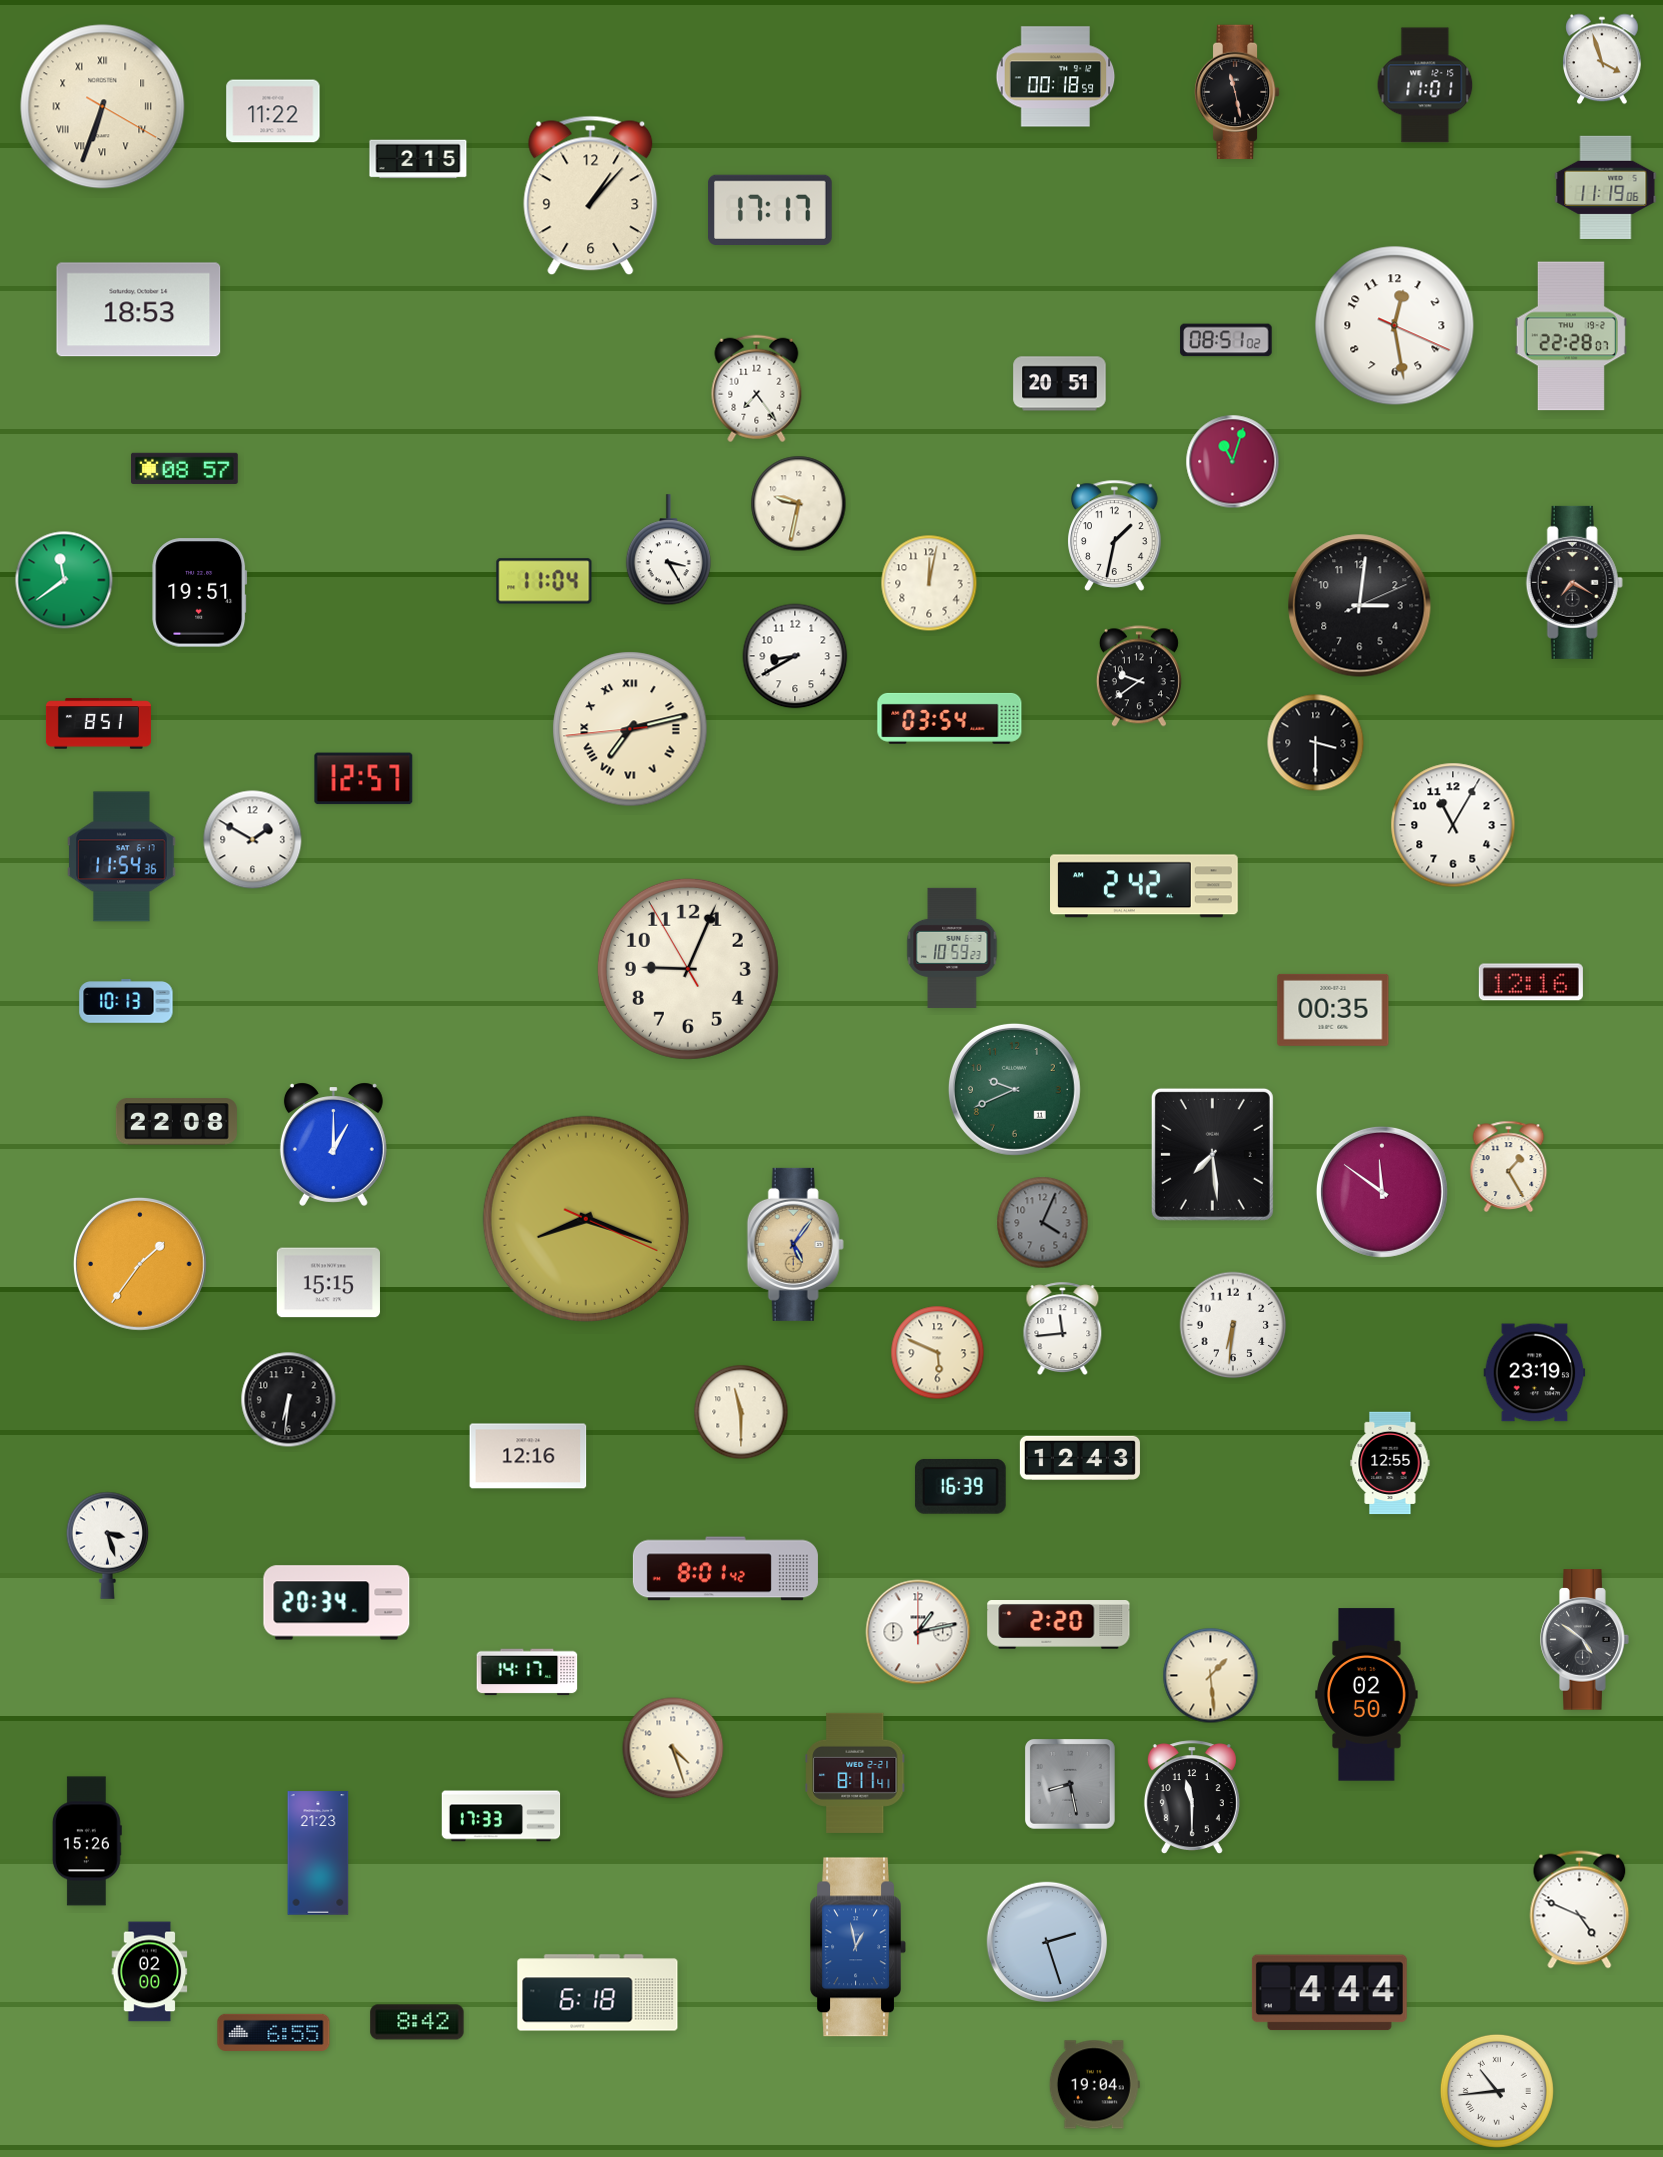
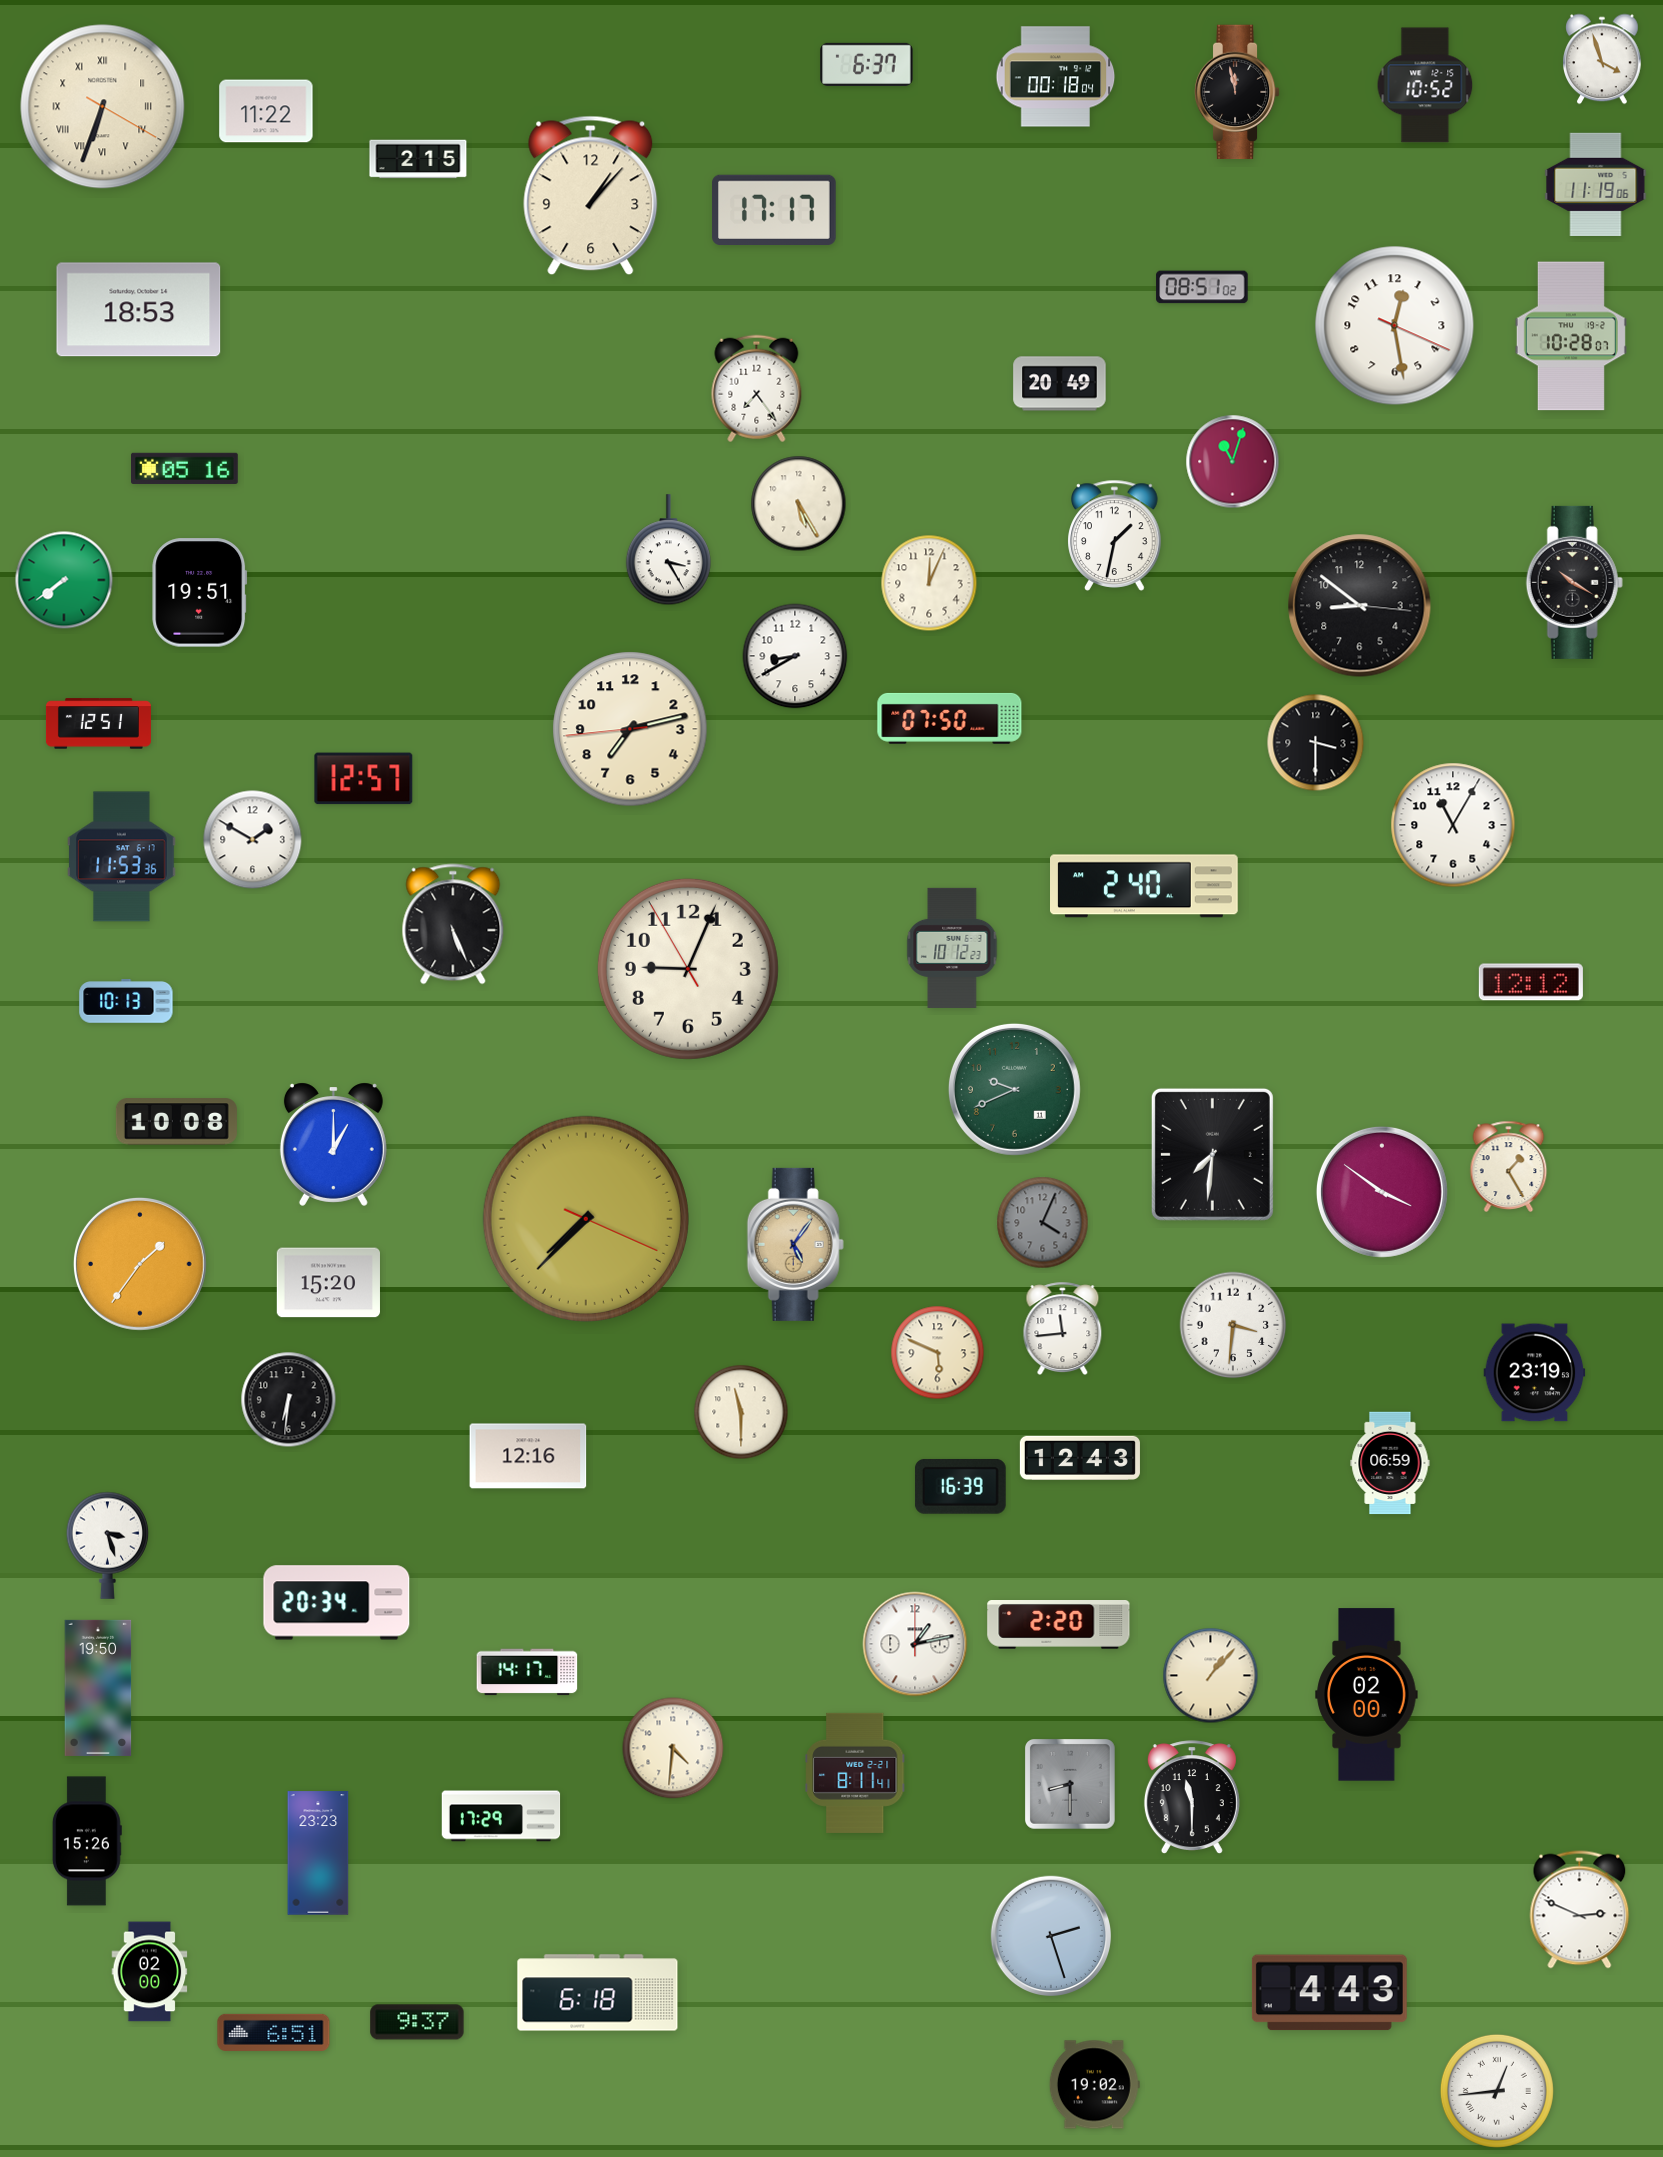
clock at (867, 64): none -> 6:37
clock at (1056, 77): 00:18:59 -> 00:18:04
clock at (1425, 85): 11:01 -> 10:52
clock at (1237, 92): 11:28 -> 11:58
clock at (273, 111) position: (273, 111) -> (266, 111)
clock at (1606, 187) position: (1606, 187) -> (1596, 184)
clock at (770, 209) position: (770, 209) -> (774, 209)
clock at (1571, 336): 22:28 -> 10:28
clock at (1226, 340) position: (1226, 340) -> (1202, 287)
clock at (1060, 384): 20:51 -> 20:49
clock at (185, 468): 08:57 -> 05:16
clock at (799, 504): 9:32 -> 5:25
clock at (64, 580): 11:39 -> 7:39
clock at (544, 581): 11:04 -> none
clock at (1574, 582): 7:20 -> 10:20
clock at (929, 583): 12:02 -> 12:04
clock at (1360, 606): 3:01 -> 8:51
clock at (1139, 676): 9:39 -> none
clock at (950, 718): 03:54 -> 07:50
clock at (98, 724): 8:51 -> 12:51
clock at (630, 729) numerals: Roman -> Arabic
clock at (122, 857): 11:54 -> 11:53
clock at (1145, 886): 2:42 -> 2:40
clock at (453, 924): none -> 5:26
clock at (952, 948): 10:59 -> 10:12
clock at (1531, 982): 12:16 -> 12:12
clock at (1333, 1010): 00:35 -> none
clock at (176, 1122): 22:08 -> 10:08
clock at (1212, 1154): 7:29 -> 7:31
clock at (1382, 1192): 11:51 -> 3:51
clock at (586, 1219): 8:18 -> 7:37
clock at (328, 1283): 15:15 -> 15:20
clock at (1233, 1325): 6:31 -> 3:31
clock at (1390, 1463): 12:55 -> 06:59
clock at (725, 1569): 8:01 -> none
clock at (918, 1632) position: (918, 1632) -> (915, 1644)
clock at (1585, 1640): 4:51 -> none
clock at (1211, 1676): 1:29 -> 1:07
clock at (98, 1688): none -> 19:50
clock at (1367, 1695): 02:50 -> 02:00
clock at (673, 1748): 4:27 -> 4:31
clock at (1071, 1785): 8:28 -> 8:30
clock at (501, 1816): 17:33 -> 17:29
clock at (318, 1853): 21:23 -> 23:23
clock at (1580, 1910): 4:49 -> 2:49
clock at (1046, 1941) position: (1046, 1941) -> (1050, 1935)
clock at (858, 1947): 12:58 -> none
clock at (1329, 1993): 4:44 -> 4:43
clock at (417, 2022): 8:42 -> 9:37
clock at (274, 2032): 6:55 -> 6:51
clock at (1094, 2085): 19:04 -> 19:02
clock at (1497, 2091): 10:44 -> 12:44
